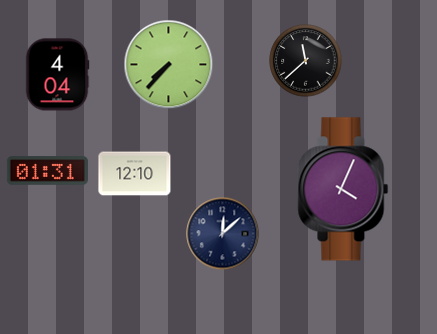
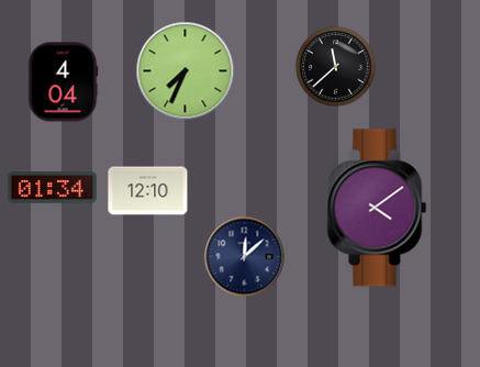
clock at (169, 65): 7:37 -> 7:34
clock at (47, 171): 01:31 -> 01:34
clock at (343, 189): 4:04 -> 4:09
